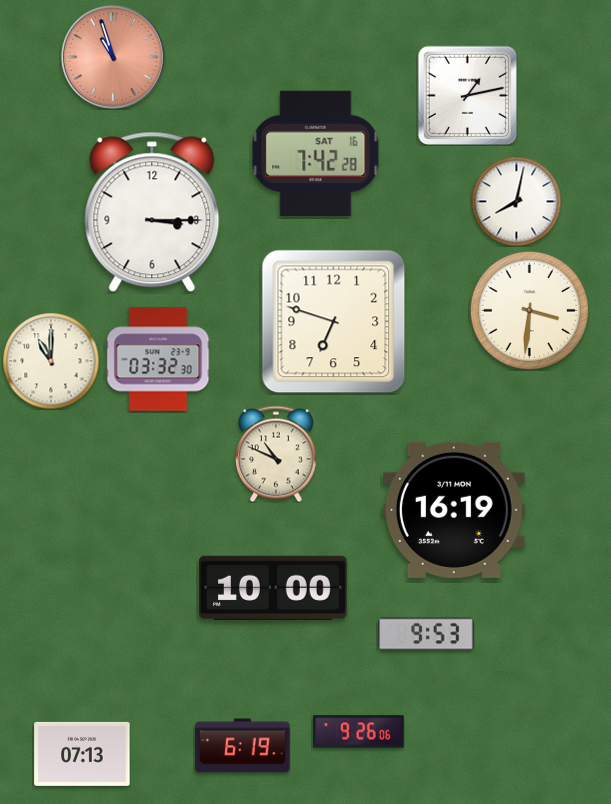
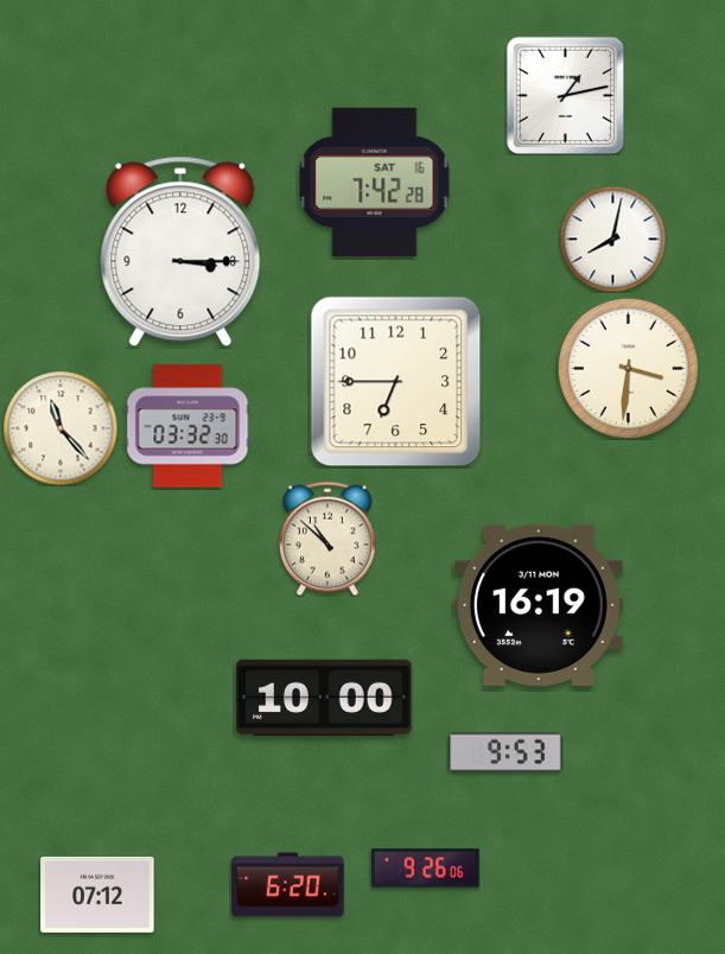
clock at (113, 57): 10:57 -> none
clock at (467, 95) position: (467, 95) -> (565, 95)
clock at (334, 322): 6:48 -> 6:45
clock at (51, 361): 11:00 -> 11:23
clock at (276, 454): 10:49 -> 10:52
clock at (243, 746): 6:19 -> 6:20
clock at (82, 754): 07:13 -> 07:12
